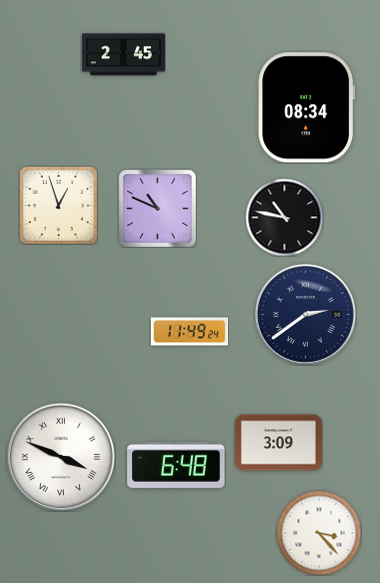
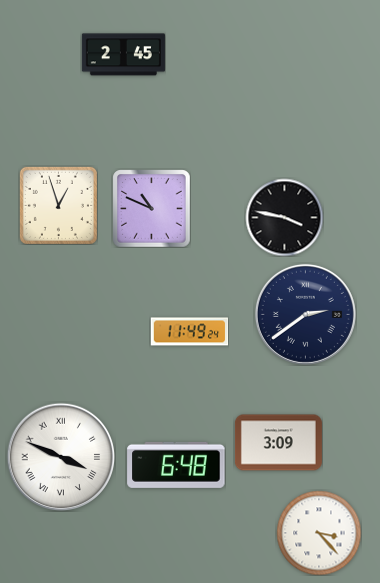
clock at (306, 108): 08:34 -> none
clock at (157, 208) position: (157, 208) -> (151, 208)
clock at (284, 217): 10:47 -> 3:47
